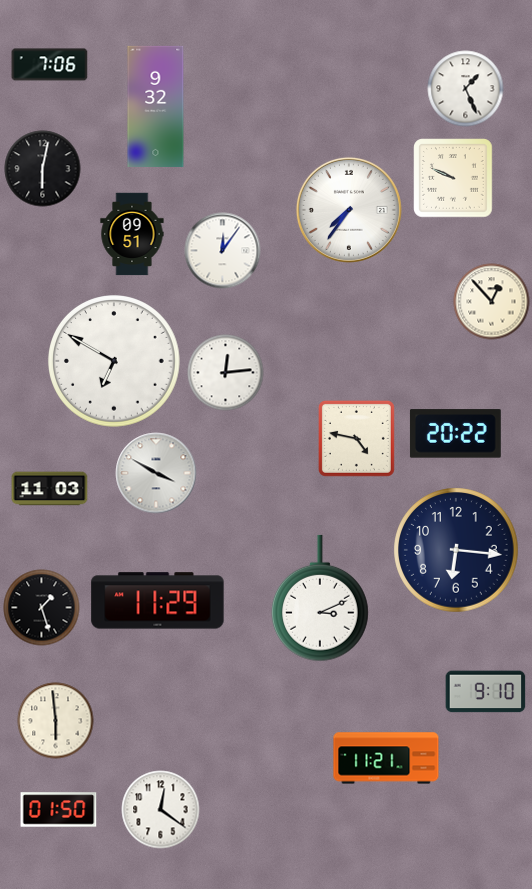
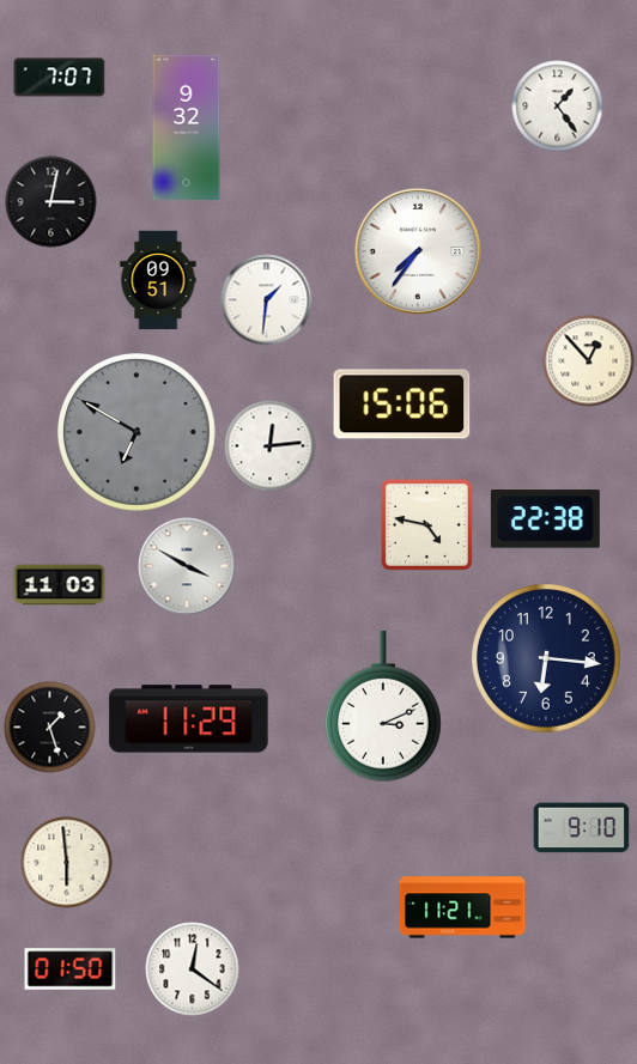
clock at (50, 65): 7:06 -> 7:07
clock at (466, 89): 1:26 -> 1:24
clock at (43, 169): 6:02 -> 3:02
clock at (453, 178): 9:49 -> none
clock at (223, 251): 12:06 -> 1:31
clock at (402, 405): none -> 15:06
clock at (115, 362) dial: white -> grey
clock at (455, 434): 20:22 -> 22:38
clock at (321, 598) position: (321, 598) -> (384, 706)
